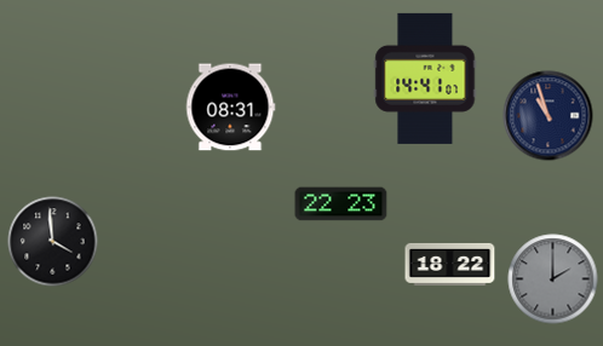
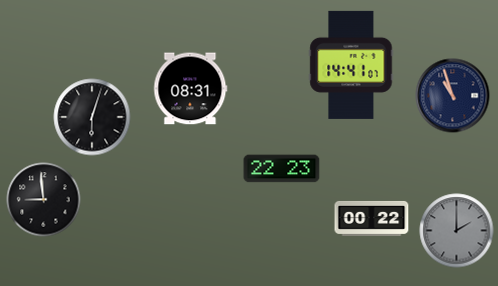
clock at (92, 117): none -> 6:03
clock at (53, 242): 3:59 -> 8:59
clock at (450, 264): 18:22 -> 00:22
